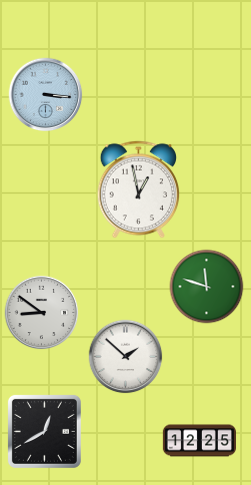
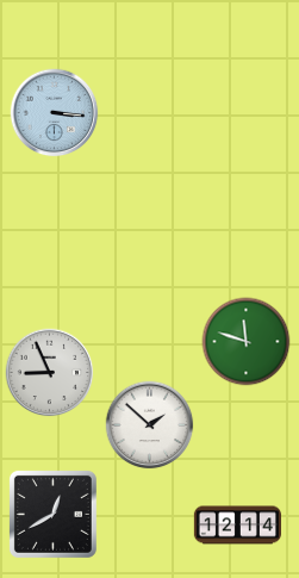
clock at (138, 190): 12:58 -> none
clock at (42, 313): 8:51 -> 8:56
clock at (199, 441): 12:25 -> 12:14
